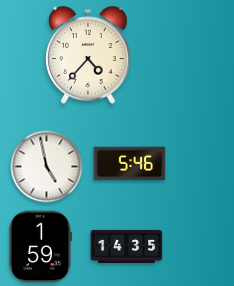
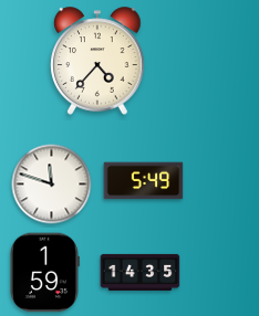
clock at (130, 164): 5:46 -> 5:49
clock at (47, 167): 4:58 -> 11:48
